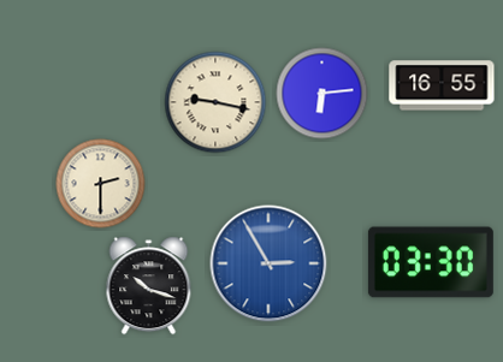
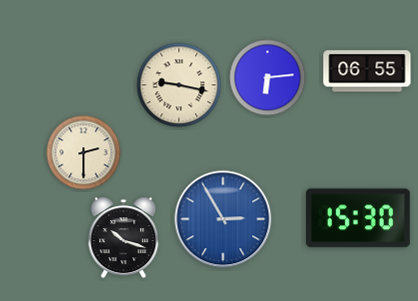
clock at (442, 85): 16:55 -> 06:55
clock at (431, 262): 03:30 -> 15:30
